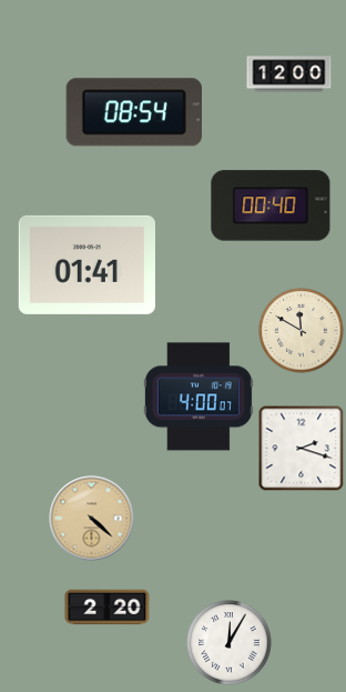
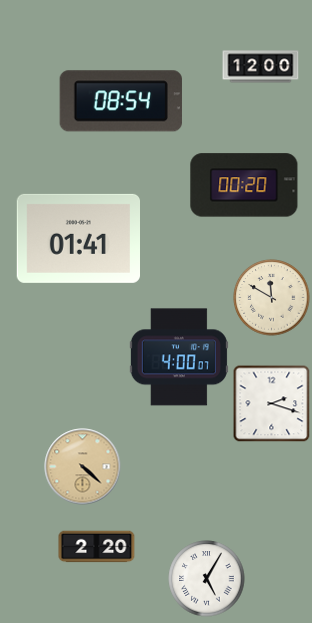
clock at (271, 205): 00:40 -> 00:20
clock at (230, 643): 12:05 -> 5:05
